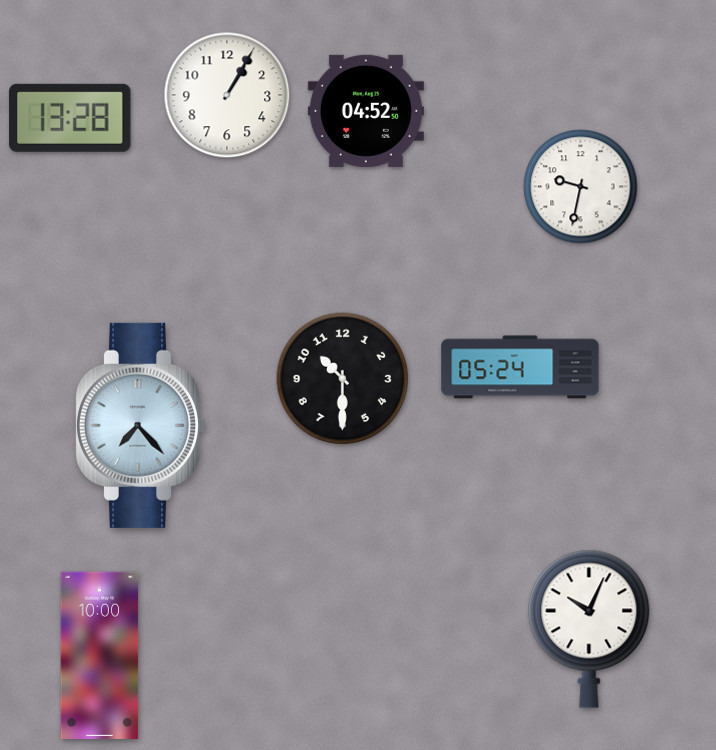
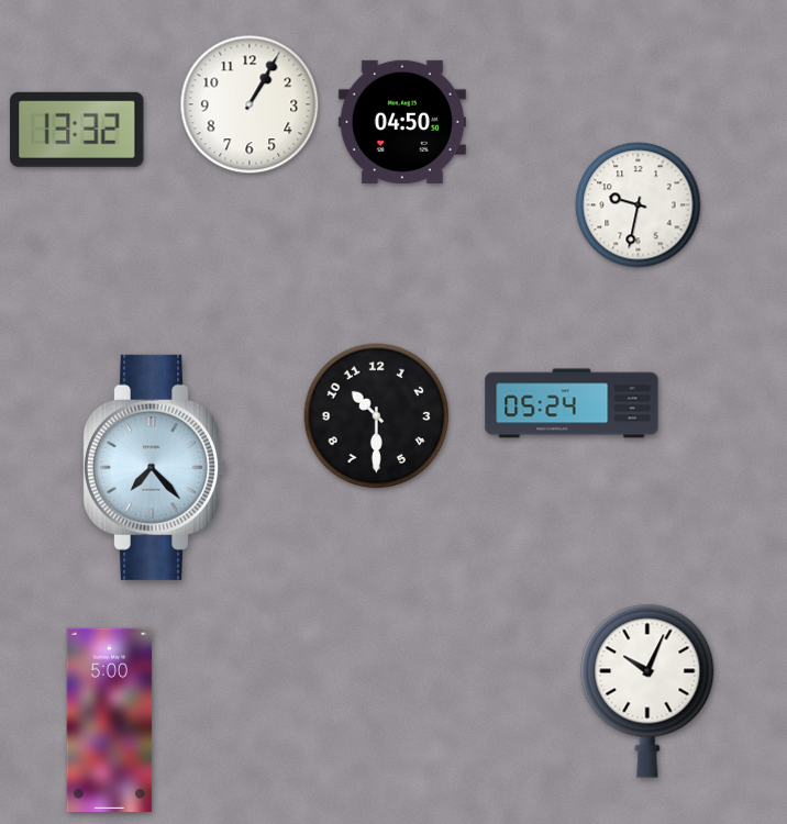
clock at (366, 111): 04:52 -> 04:50
clock at (70, 118): 13:28 -> 13:32
clock at (100, 655): 10:00 -> 5:00
